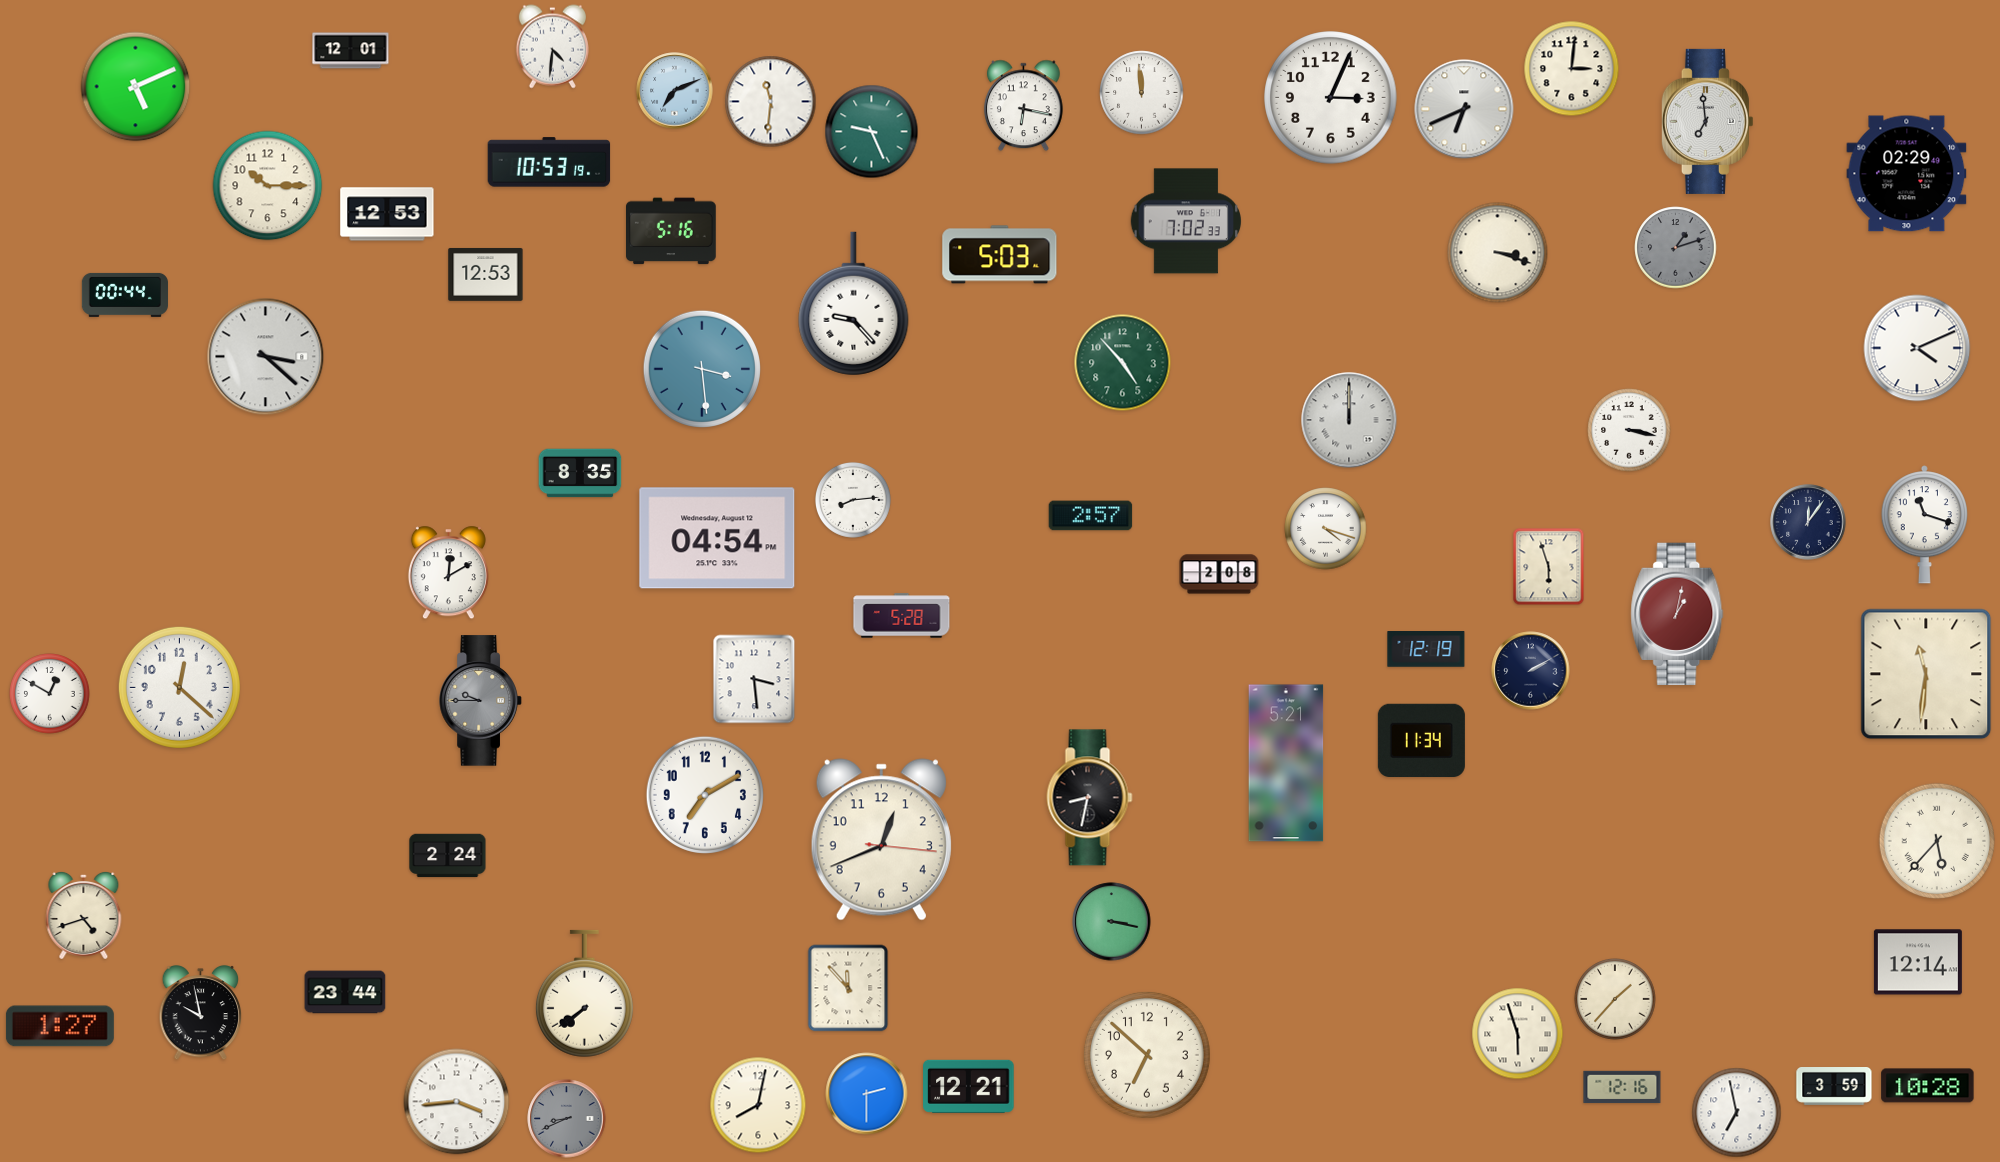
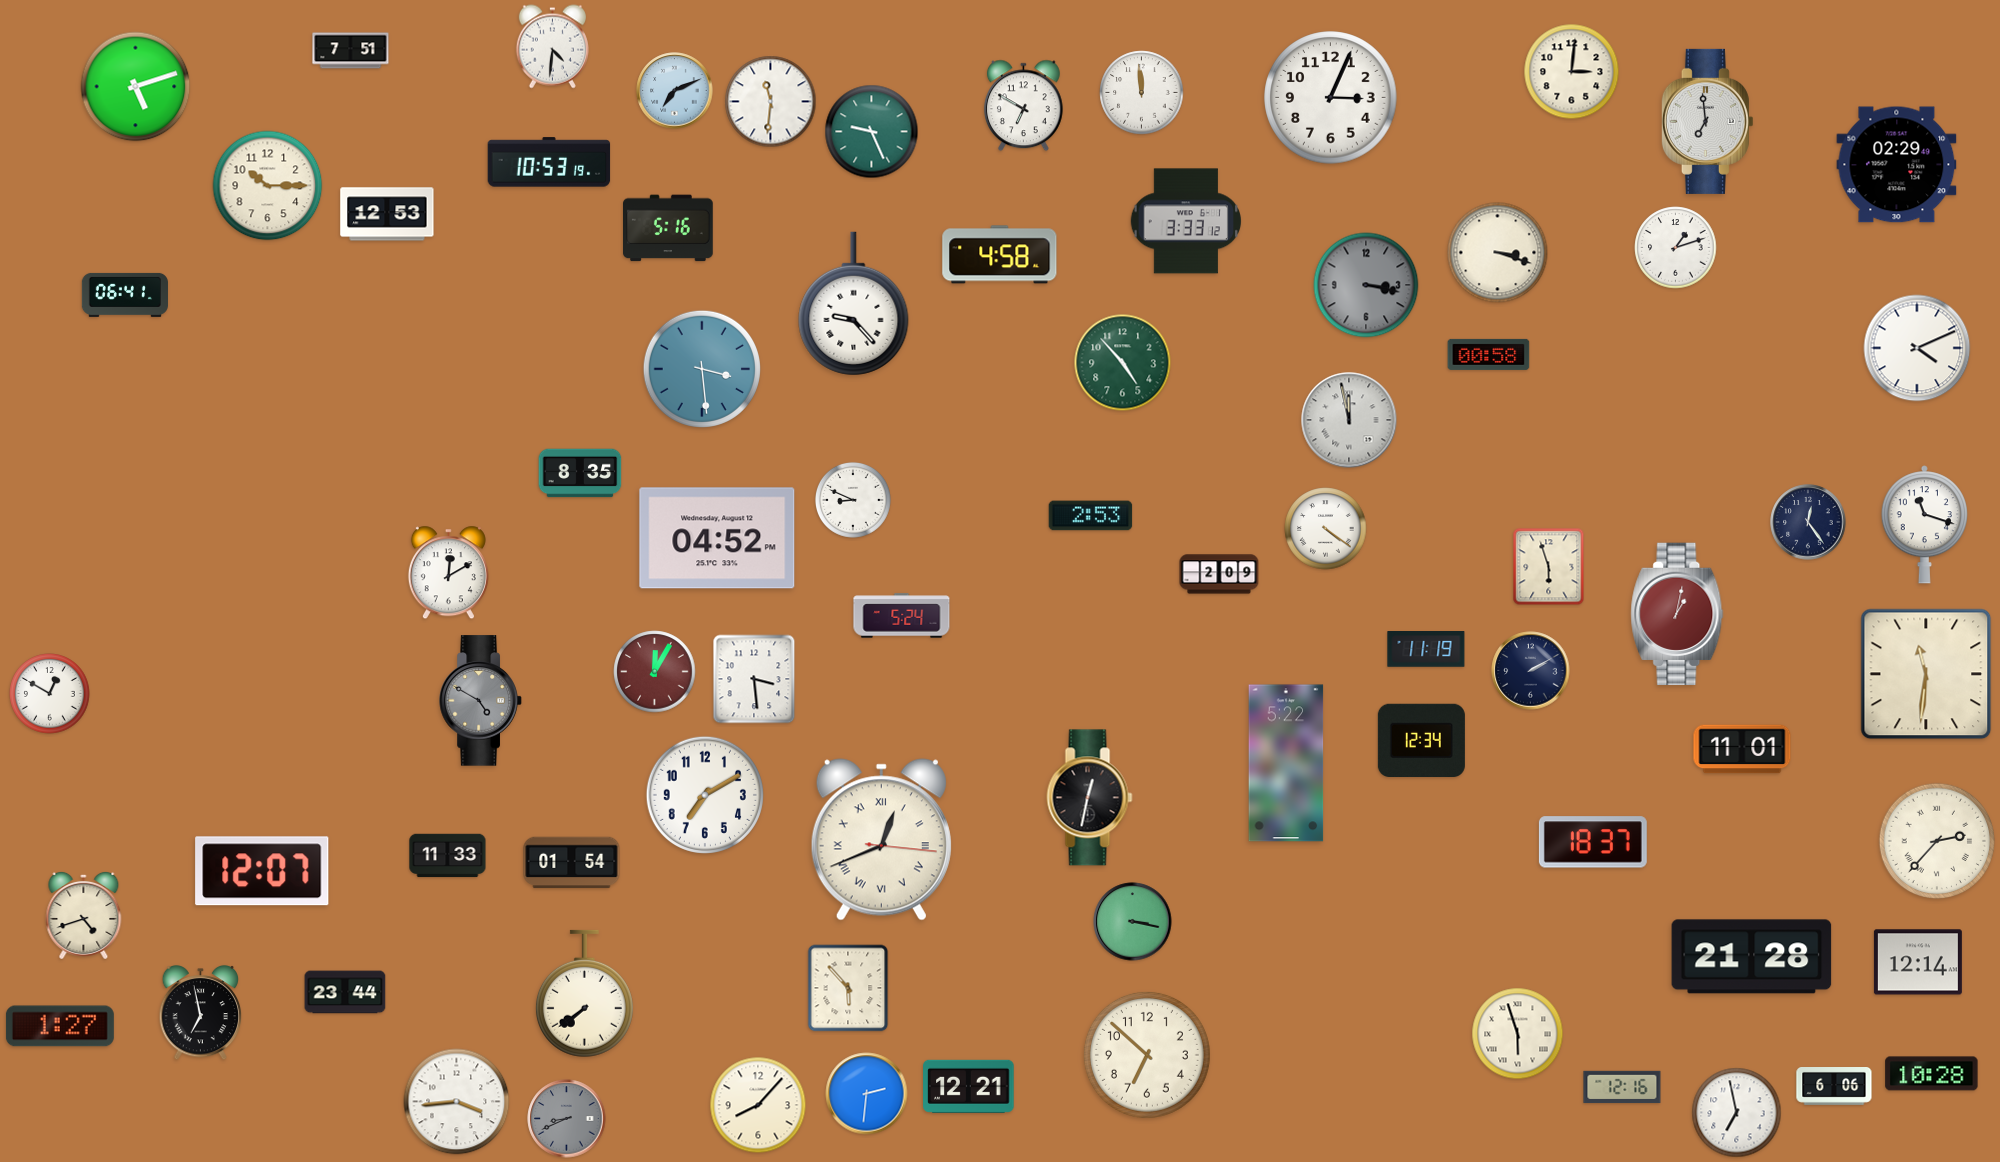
clock at (351, 51): 12:01 -> 7:51
clock at (1572, 69) position: (1572, 69) -> (1572, 72)
clock at (136, 87): 5:11 -> 5:12
clock at (1024, 106): 6:17 -> 6:50
clock at (1464, 109): 6:41 -> none
clock at (1907, 174) position: (1907, 174) -> (1897, 165)
clock at (1186, 221): 7:02 -> 3:33
clock at (672, 231) position: (672, 231) -> (669, 228)
clock at (1676, 248) dial: grey -> white
clock at (1000, 255): 5:03 -> 4:58
clock at (486, 274): 12:53 -> none
clock at (1366, 285): none -> 3:17
clock at (125, 295): 00:44 -> 06:41
clock at (1489, 354): none -> 00:58
clock at (266, 357): 3:22 -> none
clock at (1349, 420): 12:00 -> 11:58
clock at (1629, 430): 3:17 -> none
clock at (853, 500): 8:14 -> 8:49
clock at (1091, 516): 2:57 -> 2:53
clock at (1808, 522): 12:06 -> 12:24
clock at (1326, 529): 4:18 -> 4:21
clock at (717, 538): 04:54 -> 04:52
clock at (1219, 574): 2:08 -> 2:09
clock at (902, 616): 5:28 -> 5:24
clock at (1426, 649): 12:19 -> 11:19
clock at (655, 672): none -> 12:05
clock at (179, 687): 12:22 -> none
clock at (481, 701): 9:45 -> 4:50
clock at (1421, 740): 11:34 -> 12:34
clock at (1742, 749): none -> 11:01
clock at (1286, 763): 5:21 -> 5:22
clock at (1090, 798): 8:32 -> 12:32
clock at (881, 840) numerals: Arabic -> Roman
clock at (1937, 841): 5:37 -> 2:37
clock at (1593, 842): none -> 18:37
clock at (448, 856): 2:24 -> 11:33
clock at (572, 863): none -> 01:54
clock at (262, 871): none -> 12:07
clock at (1112, 922) position: (1112, 922) -> (1133, 922)
clock at (1752, 957): none -> 21:28
clock at (848, 988): 11:53 -> 5:53
clock at (1615, 999): 1:37 -> none
clock at (201, 1013): 9:58 -> 6:58
clock at (1928, 1086) position: (1928, 1086) -> (1932, 1074)
clock at (1834, 1087): 3:59 -> 6:06
clock at (867, 1094): 2:30 -> 2:31
clock at (758, 1105): 8:02 -> 8:07
